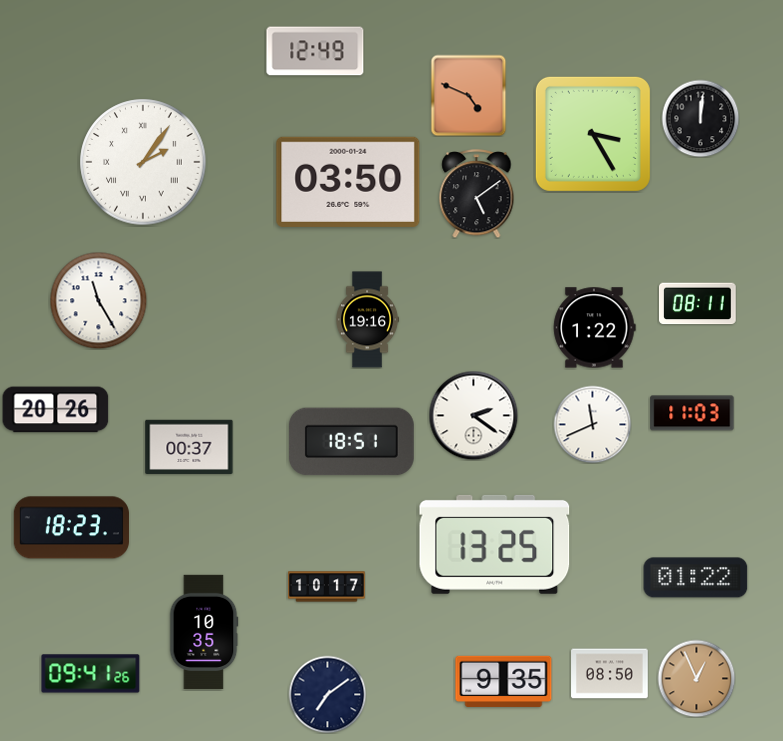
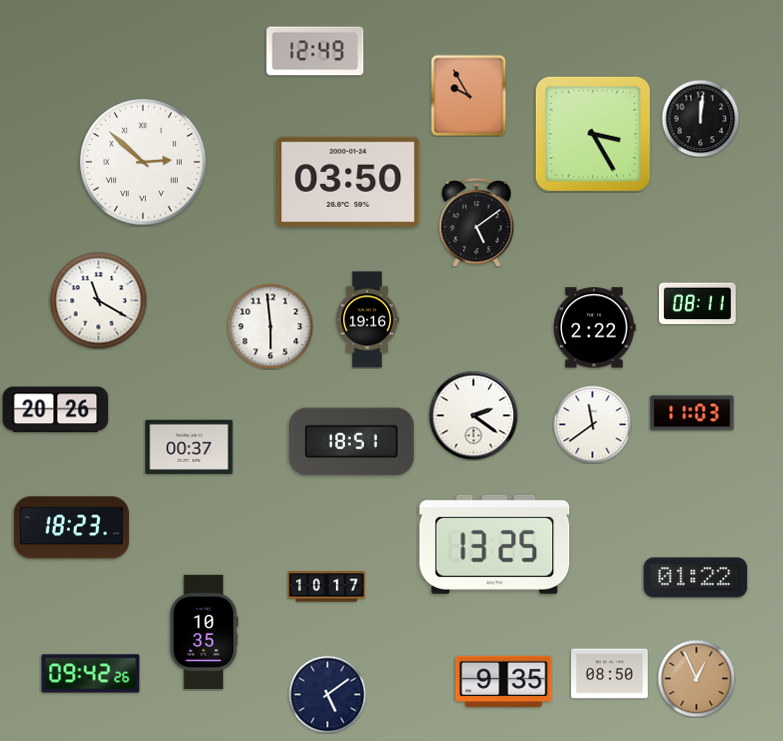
clock at (469, 95): 4:49 -> 9:55
clock at (143, 162): 2:06 -> 2:52
clock at (477, 194) position: (477, 194) -> (477, 223)
clock at (98, 300): 11:25 -> 11:20
clock at (270, 326): none -> 5:59
clock at (595, 328): 1:22 -> 2:22
clock at (592, 424): 11:41 -> 11:39
clock at (91, 674): 09:41 -> 09:42
clock at (327, 694): 7:09 -> 5:09
